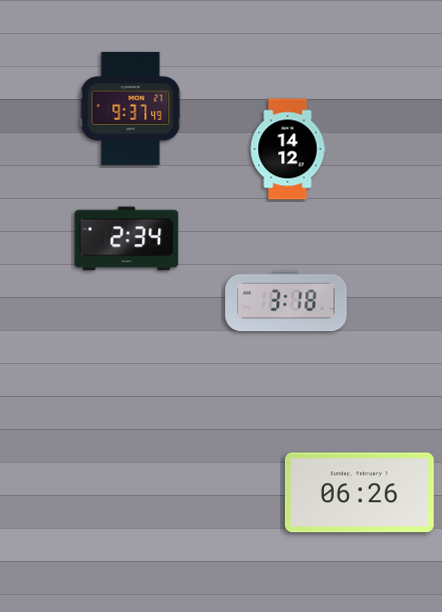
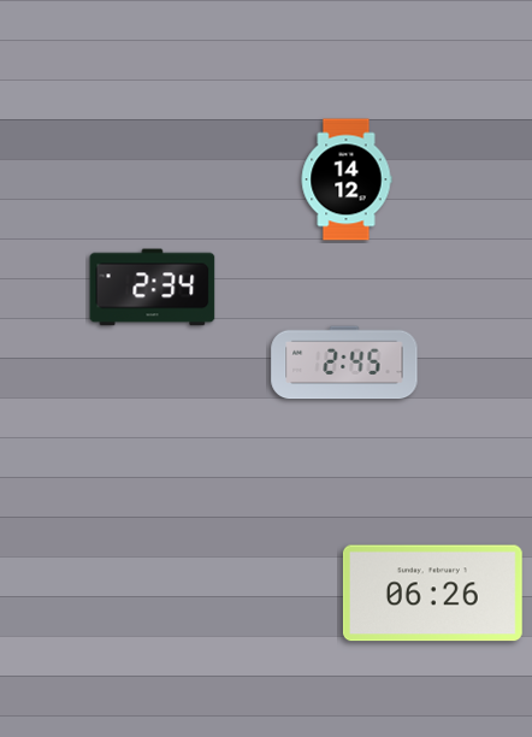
clock at (131, 108): 9:37 -> none
clock at (286, 301): 3:18 -> 2:45
